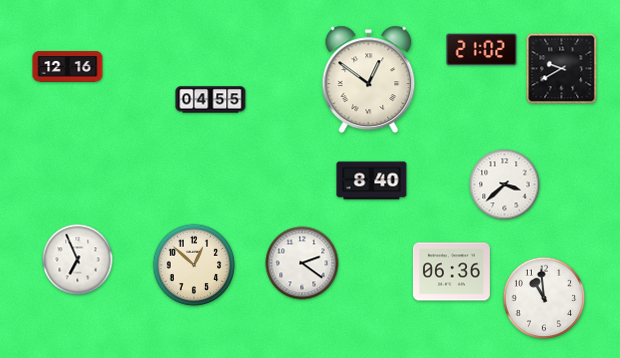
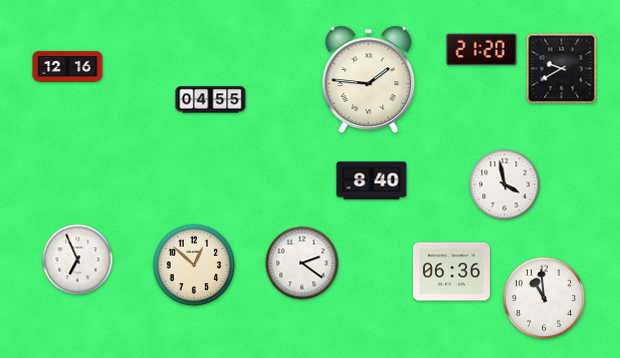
clock at (482, 50): 21:02 -> 21:20
clock at (369, 79): 12:51 -> 1:46
clock at (505, 185): 3:38 -> 3:58
